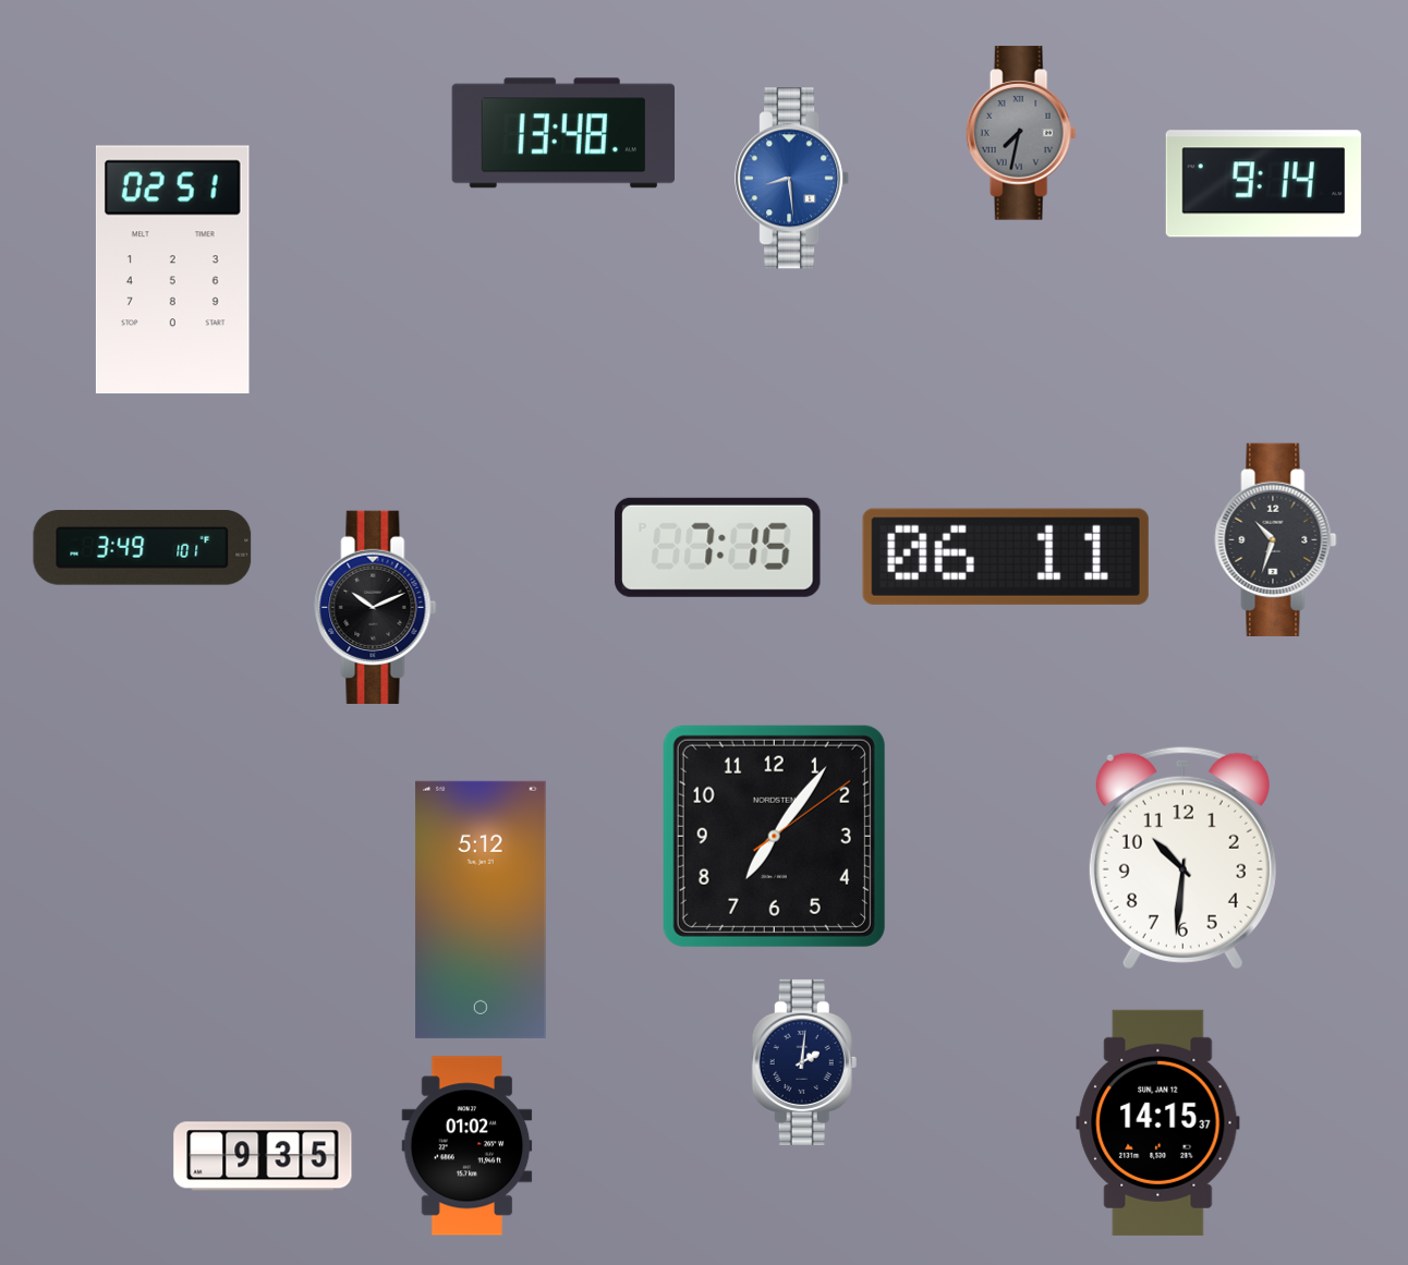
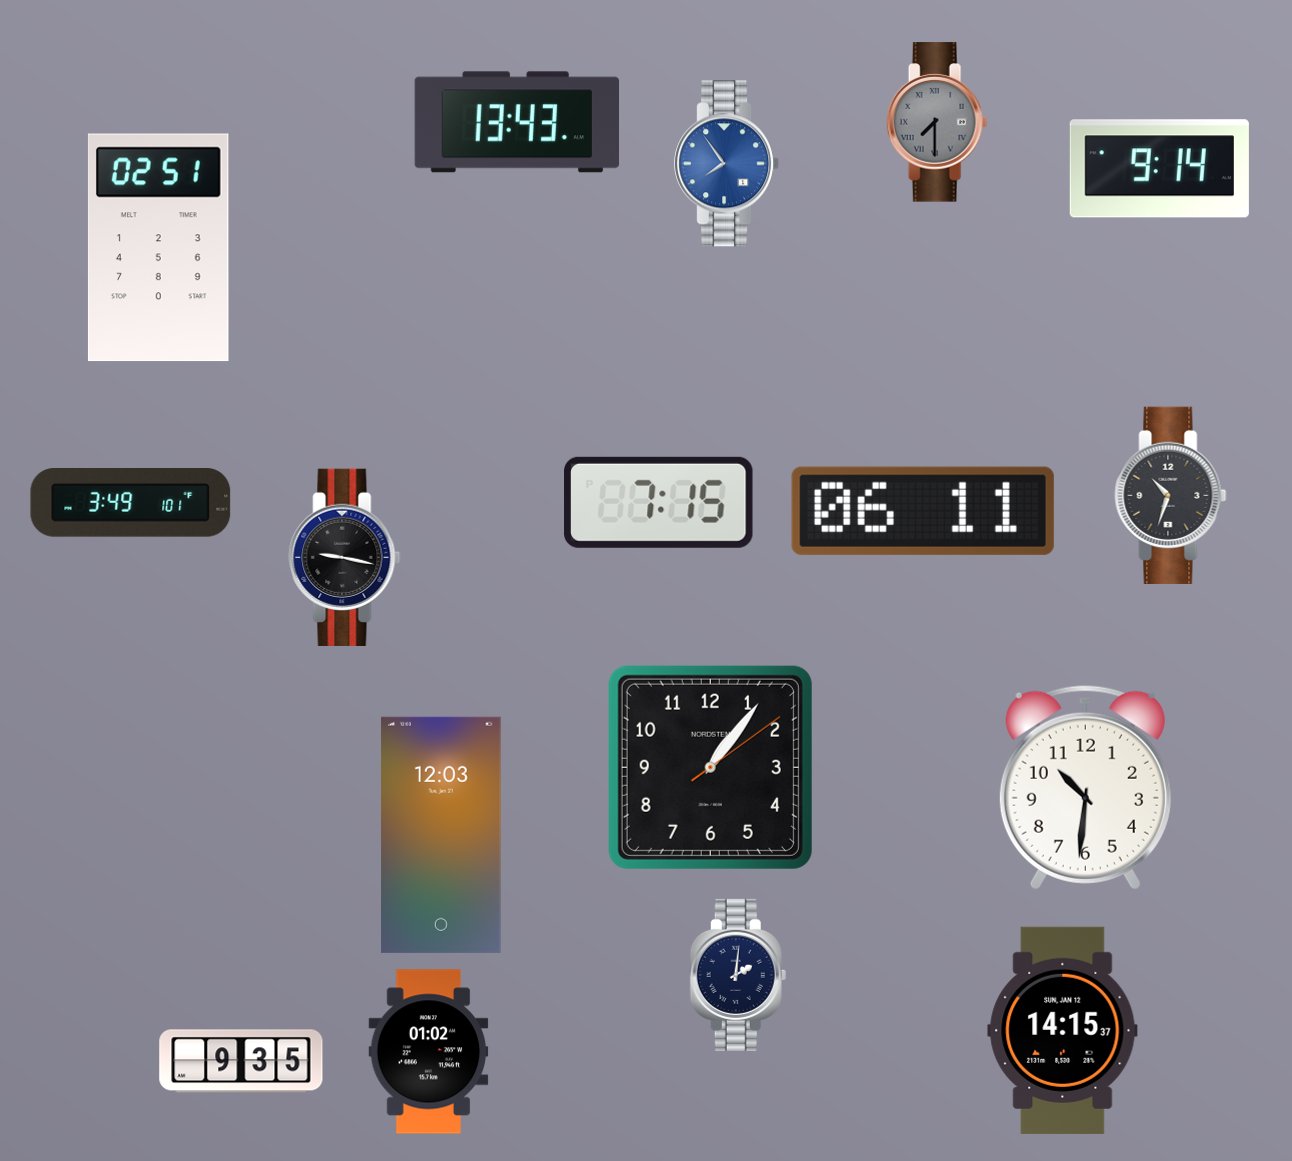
clock at (562, 133): 13:48 -> 13:43
clock at (1021, 133): 7:32 -> 7:30
clock at (792, 179): 8:29 -> 7:54
clock at (376, 607): 10:11 -> 9:17
clock at (774, 836): 7:06 -> 1:06
clock at (482, 910): 5:12 -> 12:03
